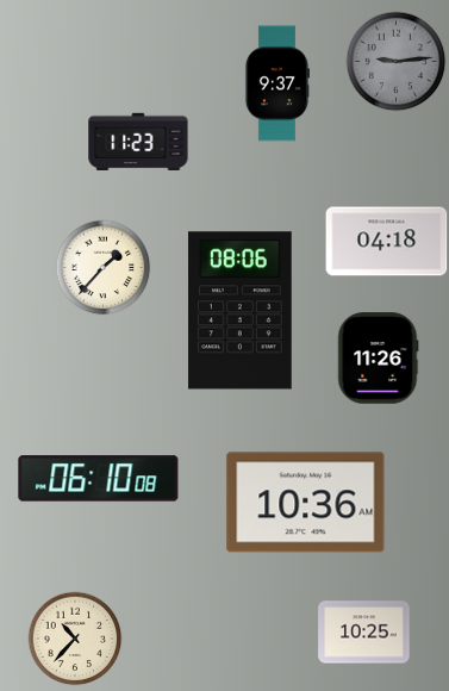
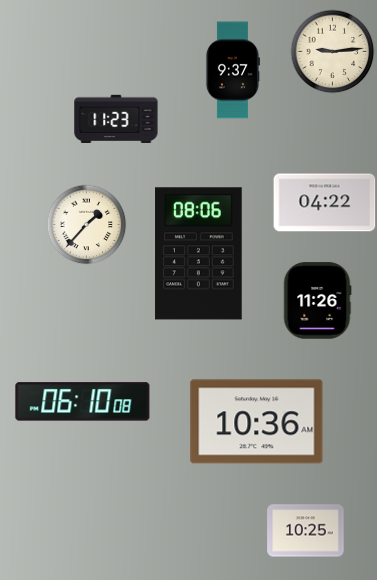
clock at (395, 61) dial: grey -> cream
clock at (387, 242): 04:18 -> 04:22
clock at (241, 311) position: (241, 311) -> (199, 254)
clock at (75, 639): 10:37 -> none
